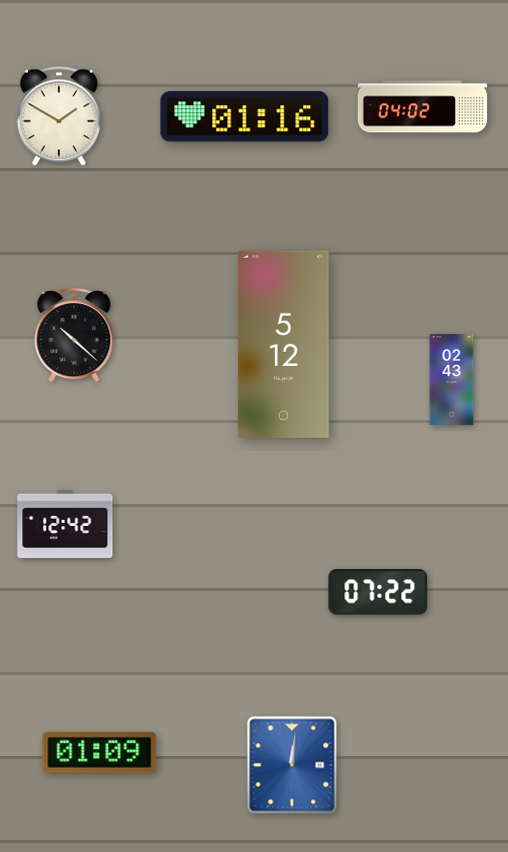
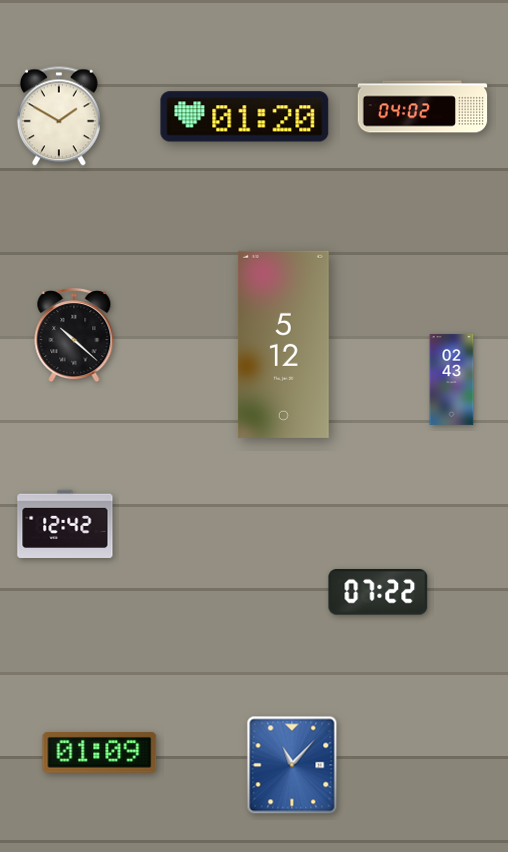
clock at (245, 117): 01:16 -> 01:20
clock at (292, 765): 12:01 -> 11:07
